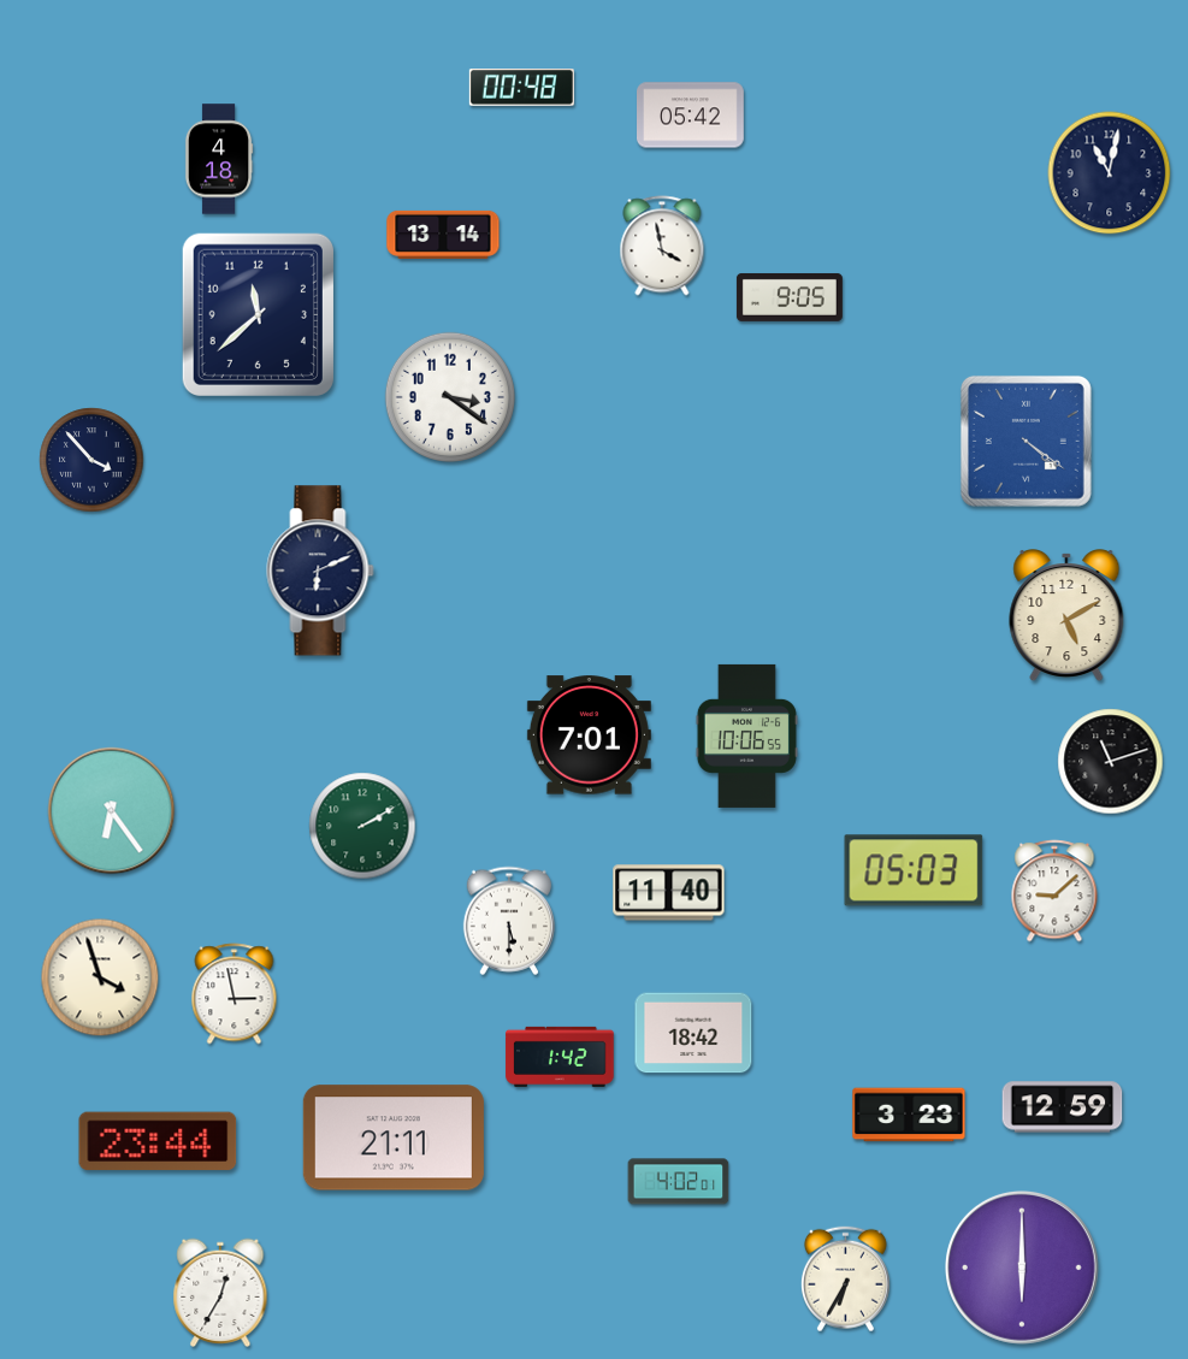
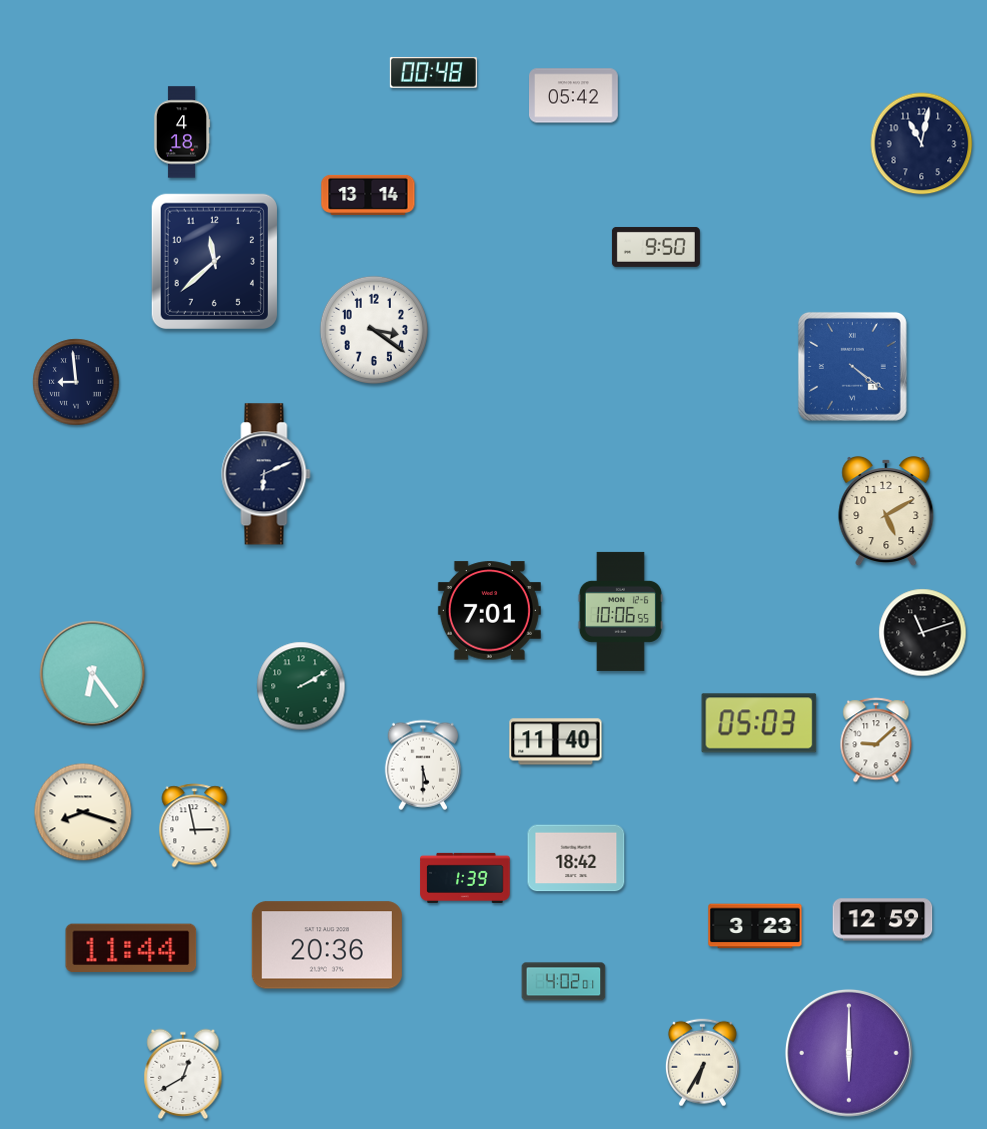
clock at (662, 246): 3:58 -> none
clock at (790, 297): 9:05 -> 9:50
clock at (91, 460): 3:53 -> 8:59
clock at (100, 977): 3:57 -> 8:18
clock at (560, 1057): 1:42 -> 1:39
clock at (394, 1138): 21:11 -> 20:36
clock at (158, 1141): 23:44 -> 11:44
clock at (220, 1293): 12:35 -> 12:40
